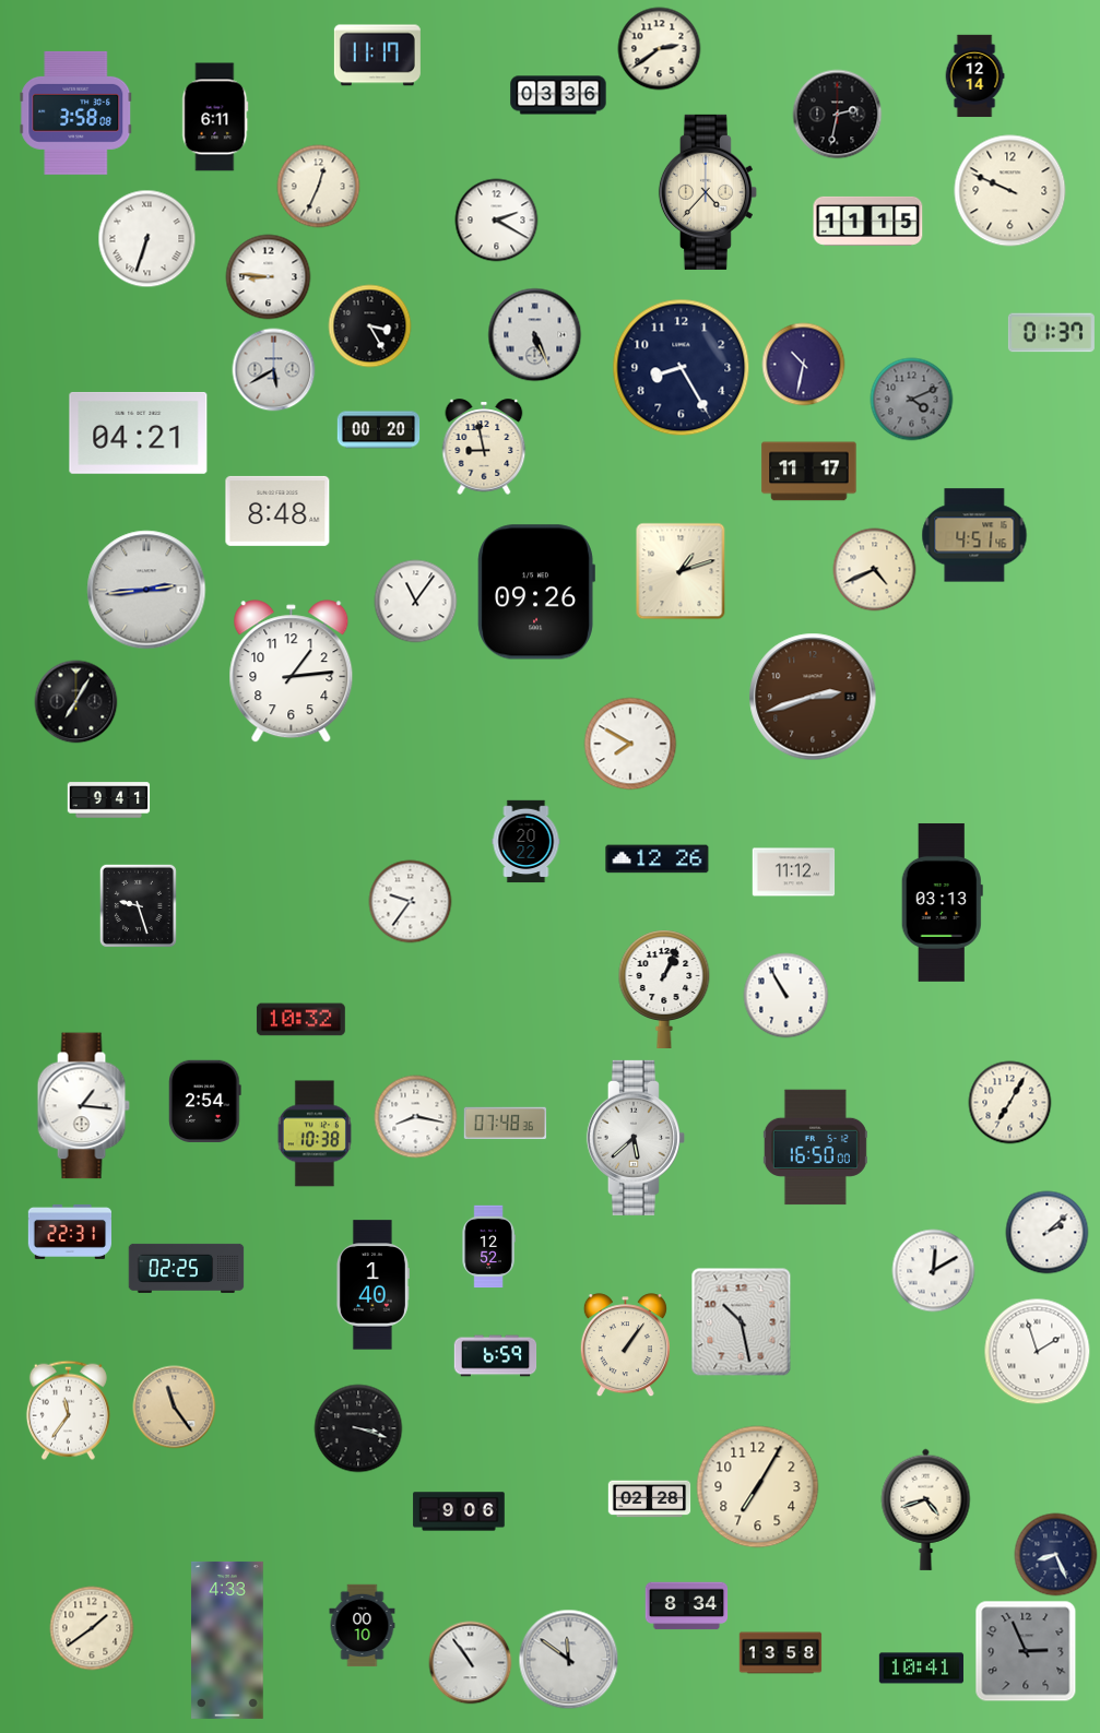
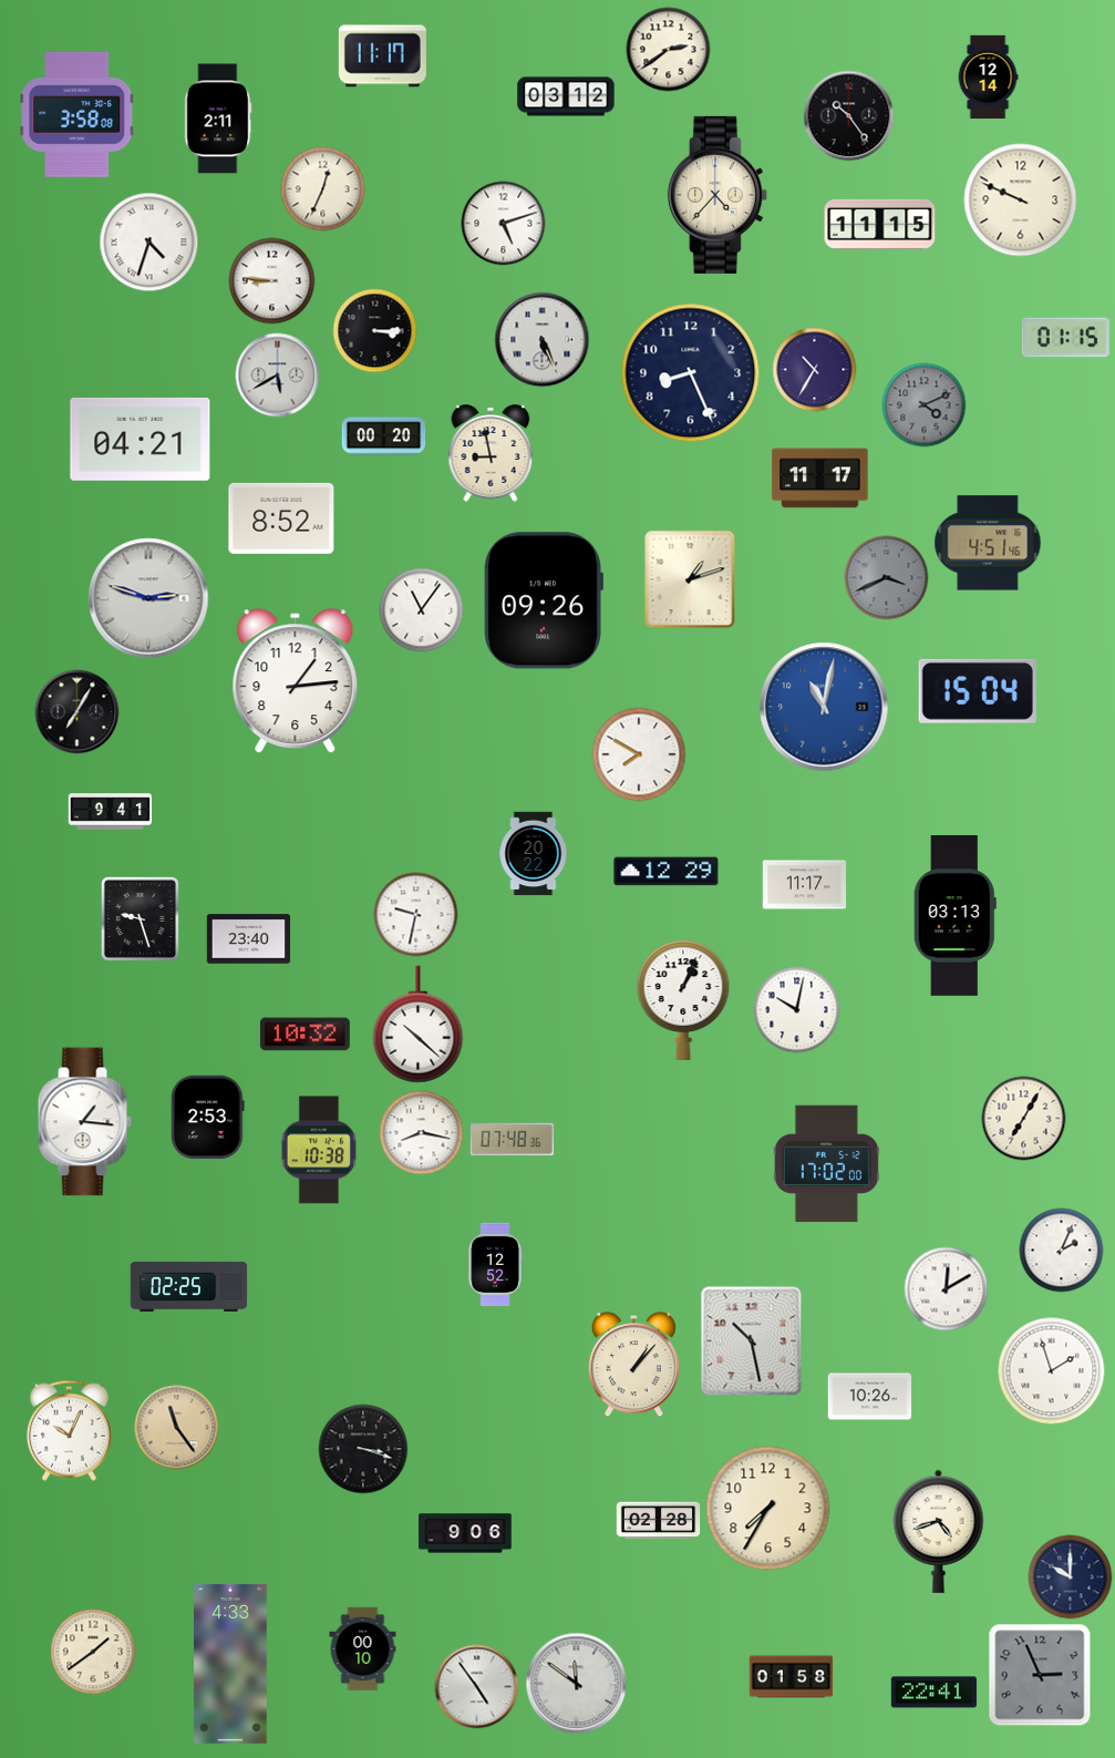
clock at (558, 95): 03:36 -> 03:12
clock at (838, 115): 2:32 -> 10:24
clock at (215, 117): 6:11 -> 2:11
clock at (1010, 191) position: (1010, 191) -> (1021, 201)
clock at (497, 221): 2:20 -> 5:12
clock at (147, 239): 6:33 -> 4:33
clock at (370, 327): 3:25 -> 3:15
clock at (1051, 333): 01:37 -> 01:15
clock at (804, 365): 10:32 -> 10:35
clock at (682, 368): 8:25 -> 8:26
clock at (277, 511): 8:48 -> 8:52
clock at (875, 570): 4:41 -> 3:41
clock at (875, 570) dial: cream -> grey
clock at (146, 590): 2:44 -> 2:48
clock at (978, 691): none -> 15:04
clock at (813, 697): 2:42 -> 11:02
clock at (813, 697) dial: brown -> blue
clock at (658, 859): 12:26 -> 12:29
clock at (794, 873): 11:12 -> 11:17
clock at (411, 902): 9:36 -> 9:32
clock at (249, 939): none -> 23:40
clock at (664, 989) position: (664, 989) -> (683, 1000)
clock at (786, 996): 10:55 -> 10:02
clock at (419, 1025): none -> 10:22
clock at (205, 1101): 2:54 -> 2:53
clock at (636, 1138): 5:38 -> none
clock at (815, 1148): 16:50 -> 17:02
clock at (69, 1232): 22:31 -> none
clock at (1048, 1233): 2:08 -> 2:04
clock at (372, 1285): 1:40 -> none
clock at (625, 1345): 1:06 -> 1:07
clock at (496, 1356): 6:59 -> none
clock at (870, 1397): none -> 10:26
clock at (68, 1410): 11:36 -> 10:04
clock at (758, 1487): 7:05 -> 7:35
clock at (1056, 1555): 8:26 -> 10:00
clock at (687, 1606): 8:34 -> none
clock at (363, 1626) position: (363, 1626) -> (363, 1649)
clock at (781, 1653): 13:58 -> 01:58
clock at (471, 1663): 10:54 -> 4:54
clock at (921, 1669): 10:41 -> 22:41
